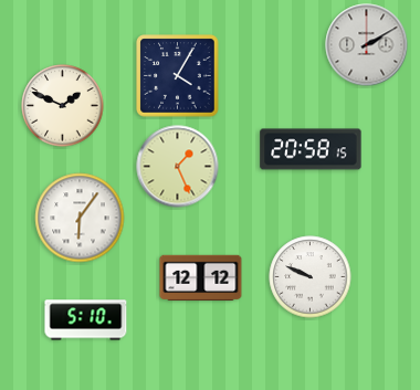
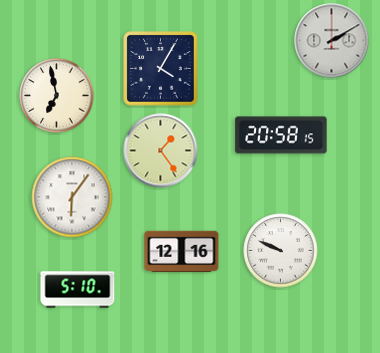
clock at (63, 106): 1:49 -> 6:58
clock at (178, 167): 1:26 -> 1:24
clock at (201, 278): 12:12 -> 12:16
